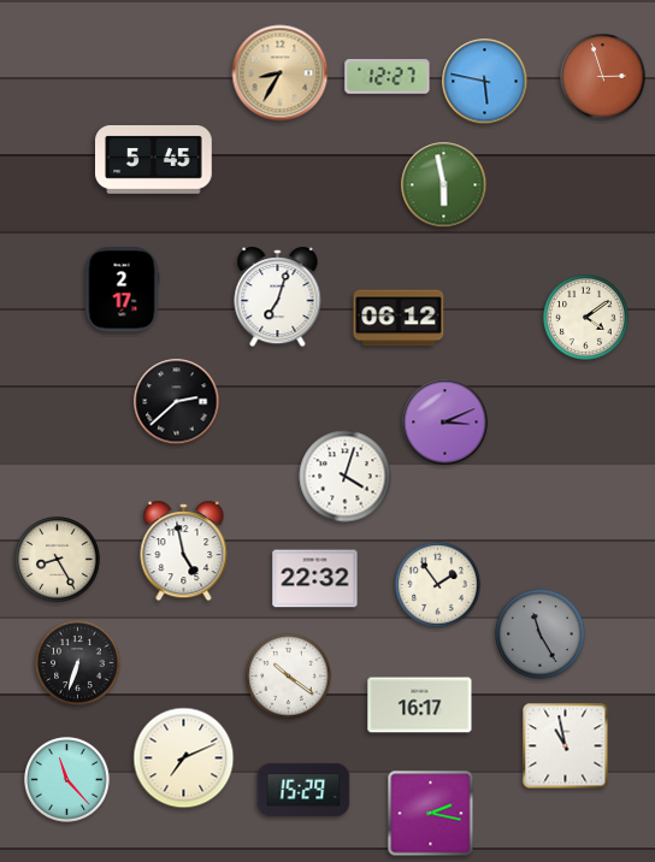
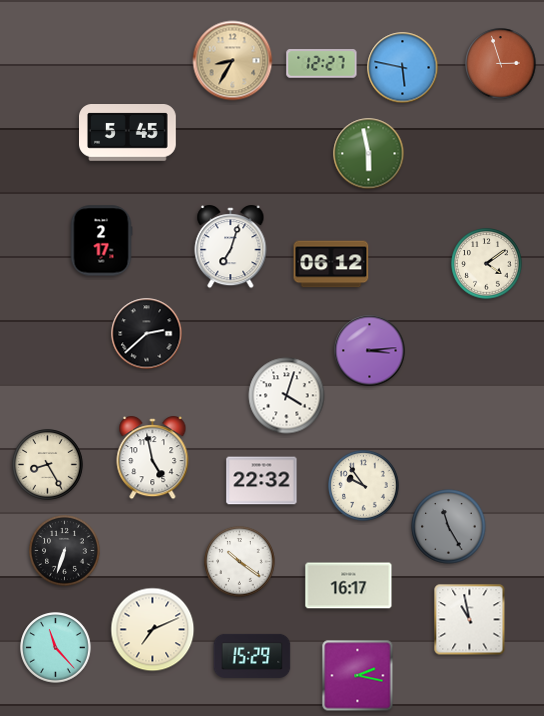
clock at (445, 423): 3:11 -> 3:14
clock at (438, 585): 1:54 -> 9:54
